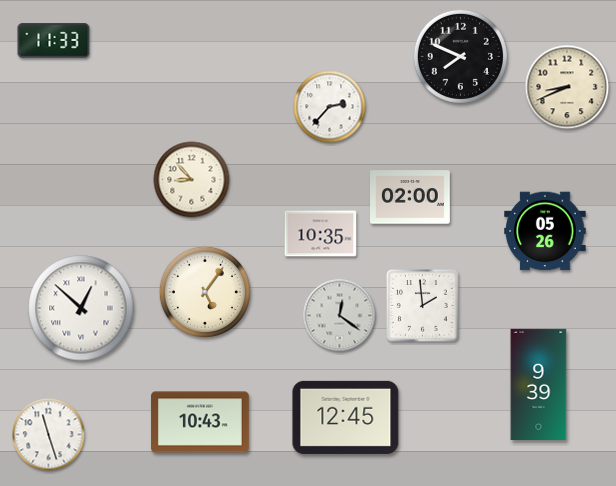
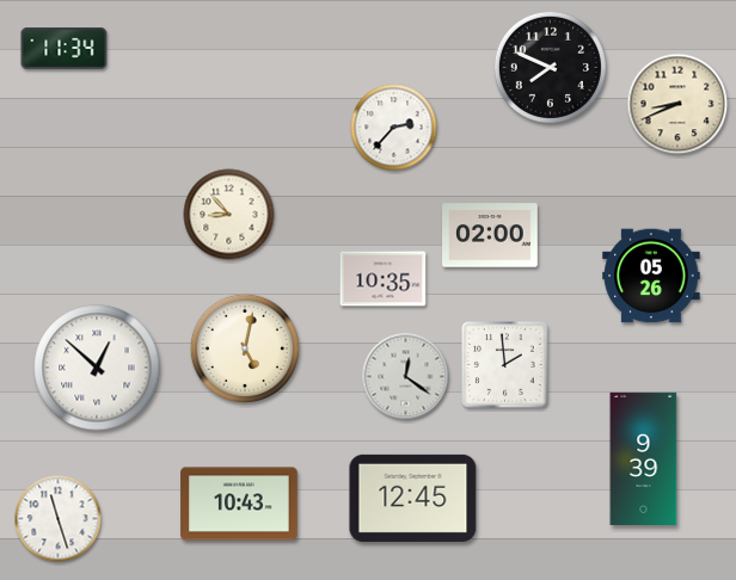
clock at (54, 41): 11:33 -> 11:34
clock at (204, 291): 5:06 -> 5:02
